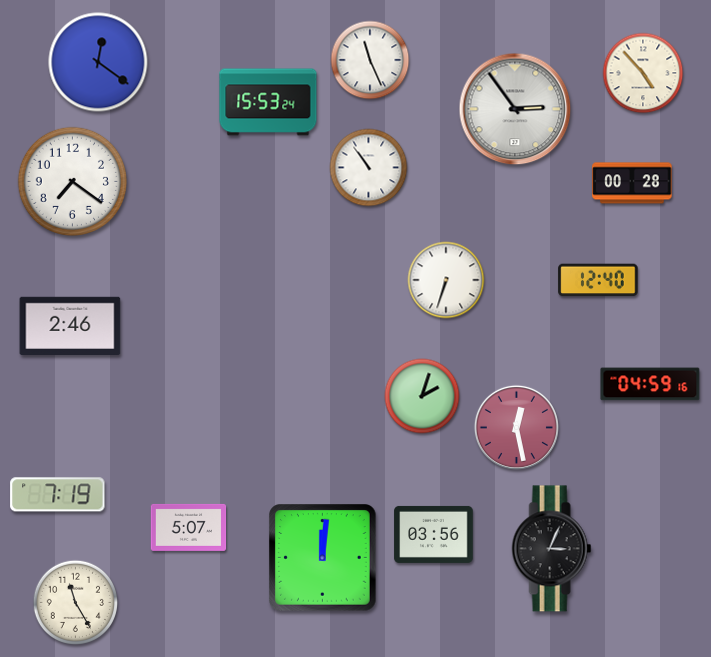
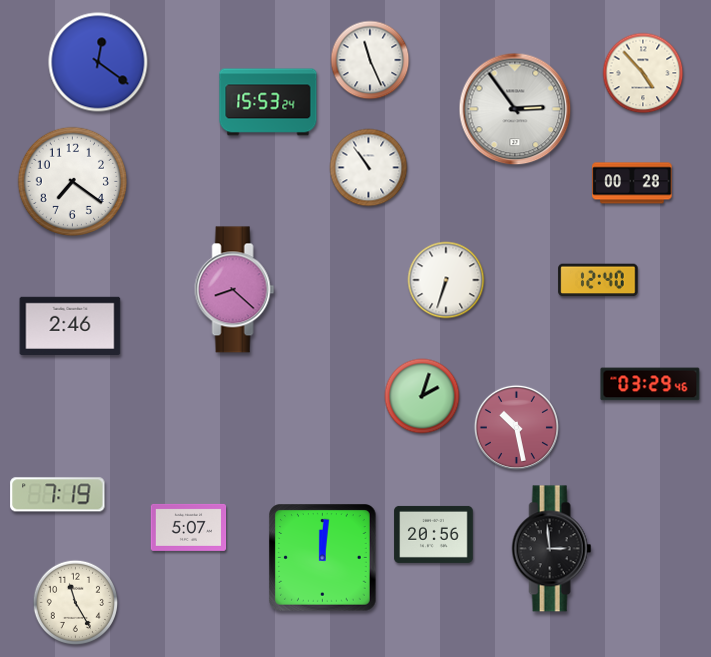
clock at (235, 290): none -> 8:22
clock at (650, 384): 04:59 -> 03:29
clock at (516, 427): 12:28 -> 10:28
clock at (434, 534): 03:56 -> 20:56
clock at (552, 549): 3:04 -> 2:59
